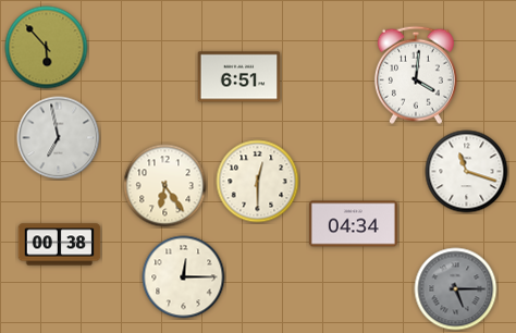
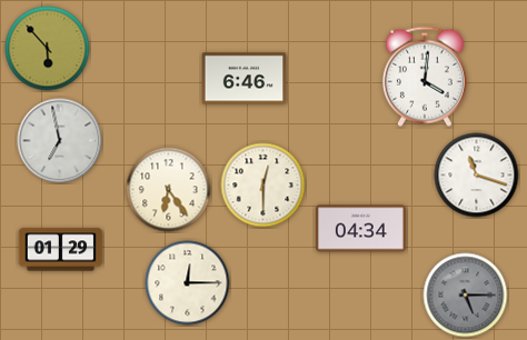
clock at (239, 77): 6:51 -> 6:46
clock at (60, 245): 00:38 -> 01:29
